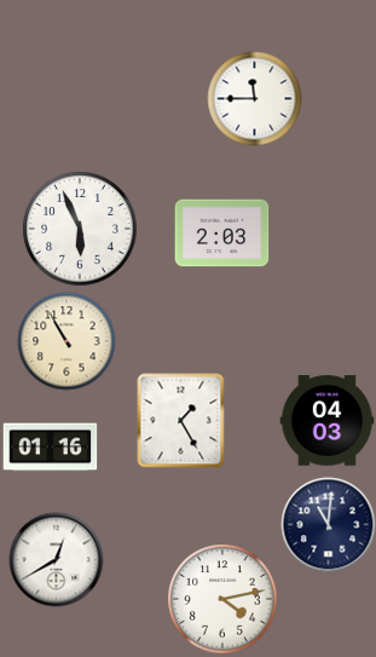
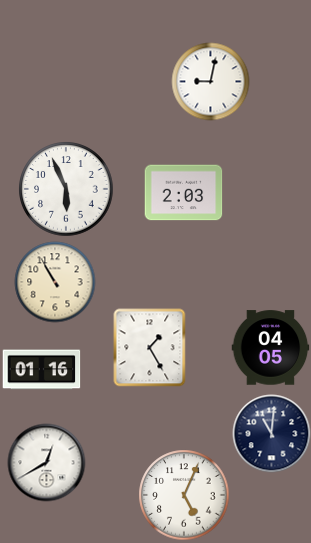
clock at (254, 98): 11:45 -> 9:02
clock at (326, 421): 04:03 -> 04:05
clock at (222, 599): 4:13 -> 5:04
